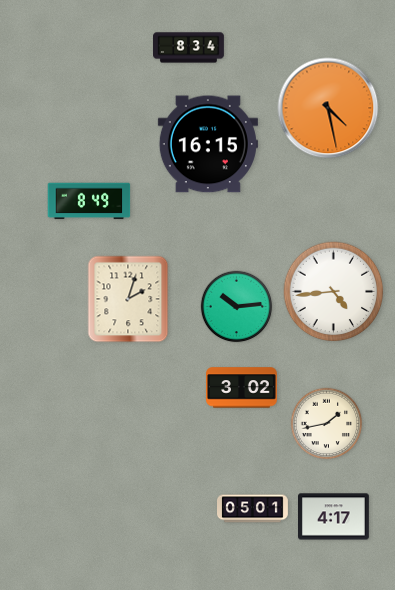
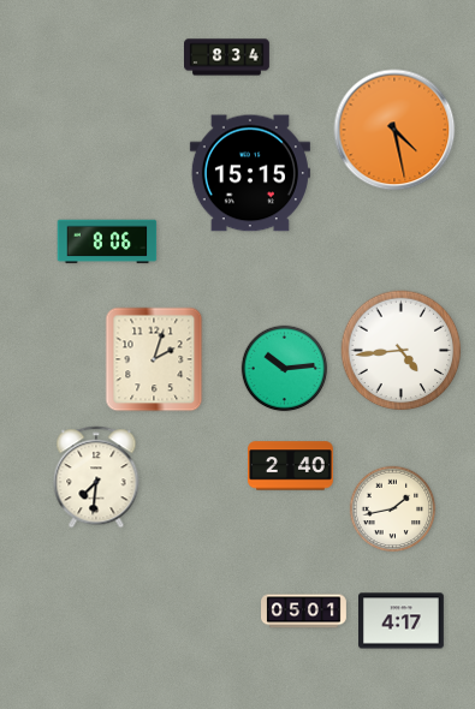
clock at (208, 144): 16:15 -> 15:15
clock at (89, 201): 8:49 -> 8:06
clock at (242, 388): 3:02 -> 2:40
clock at (96, 477): none -> 7:31
